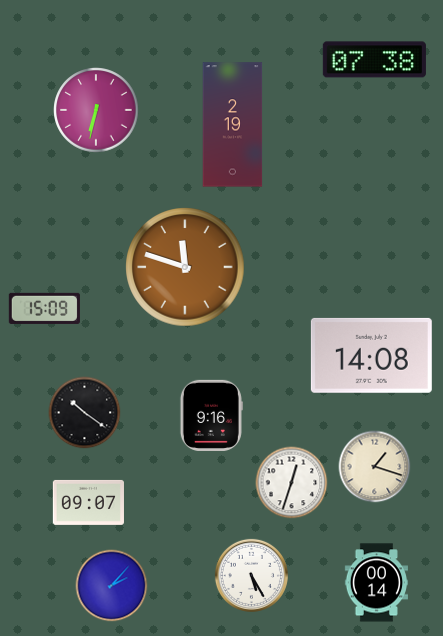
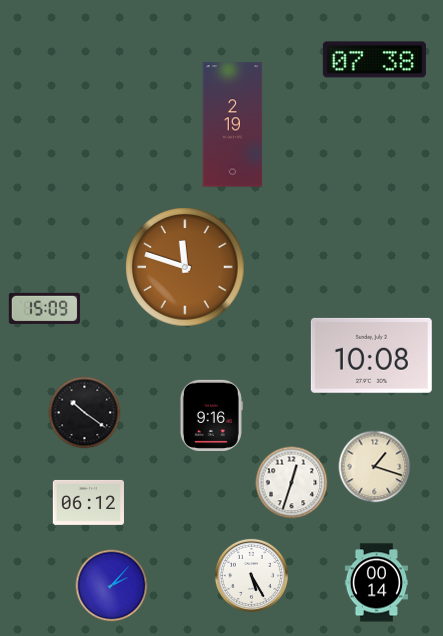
clock at (96, 110): 6:32 -> none
clock at (371, 355): 14:08 -> 10:08
clock at (88, 502): 09:07 -> 06:12
